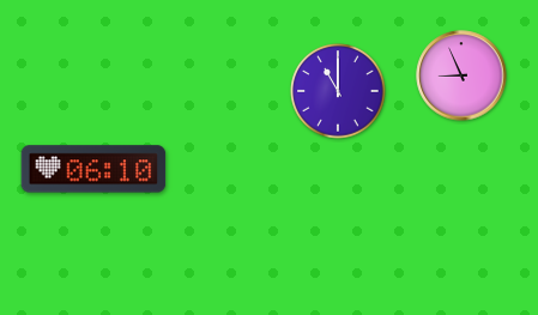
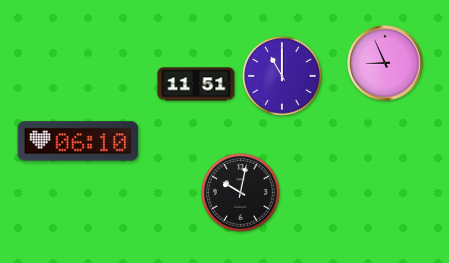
clock at (196, 84): none -> 11:51
clock at (241, 193): none -> 10:02
